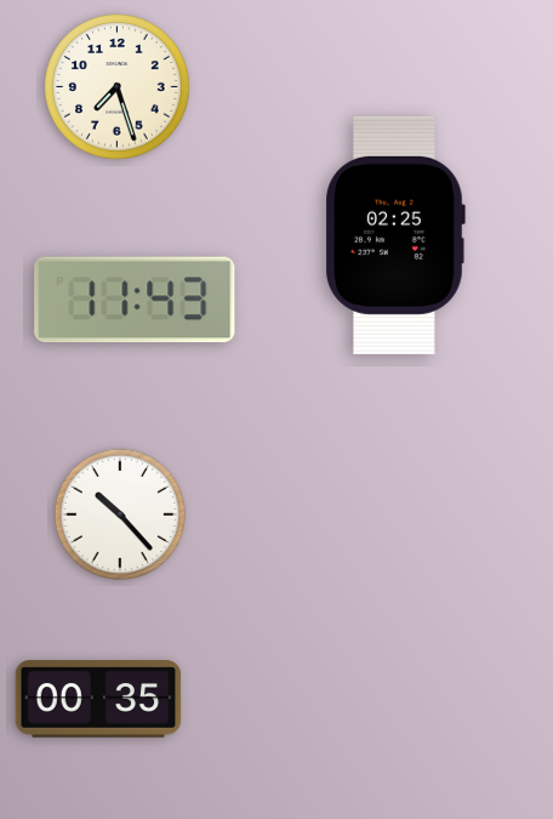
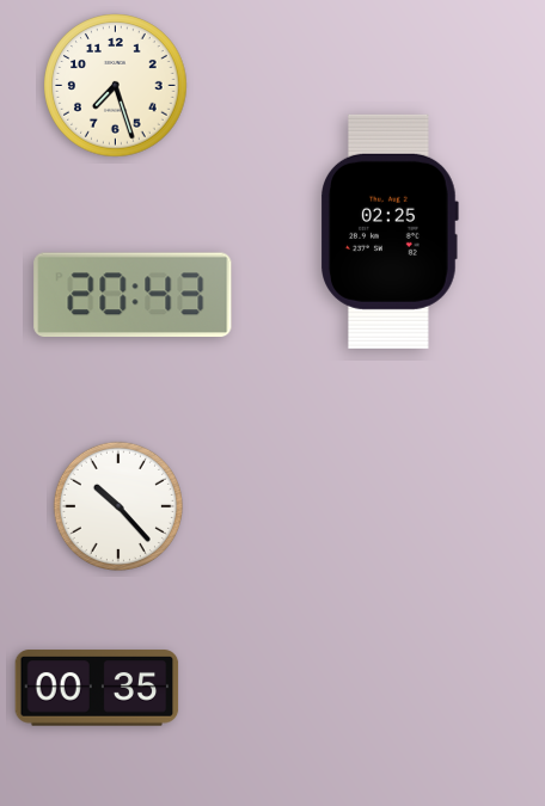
clock at (135, 300): 11:43 -> 20:43
